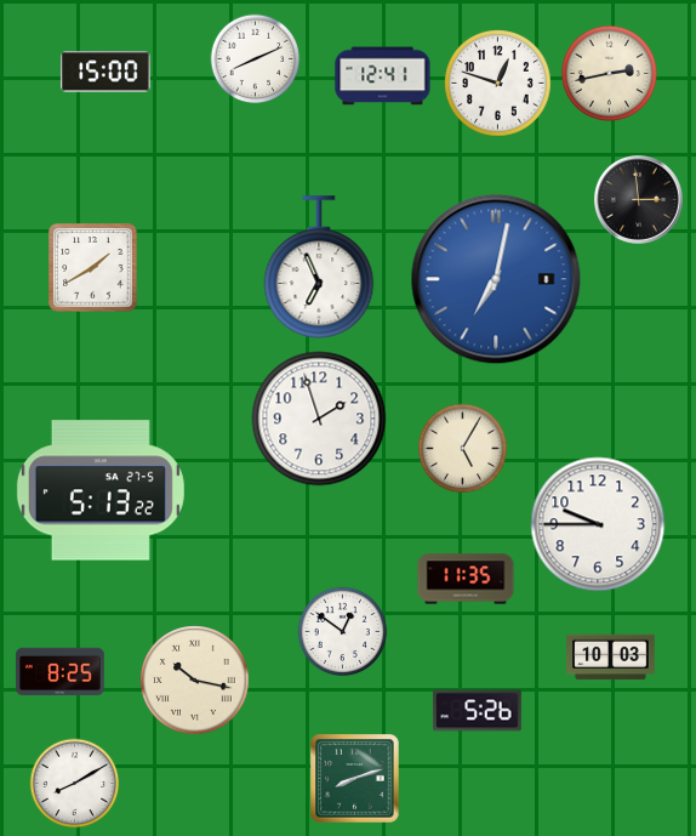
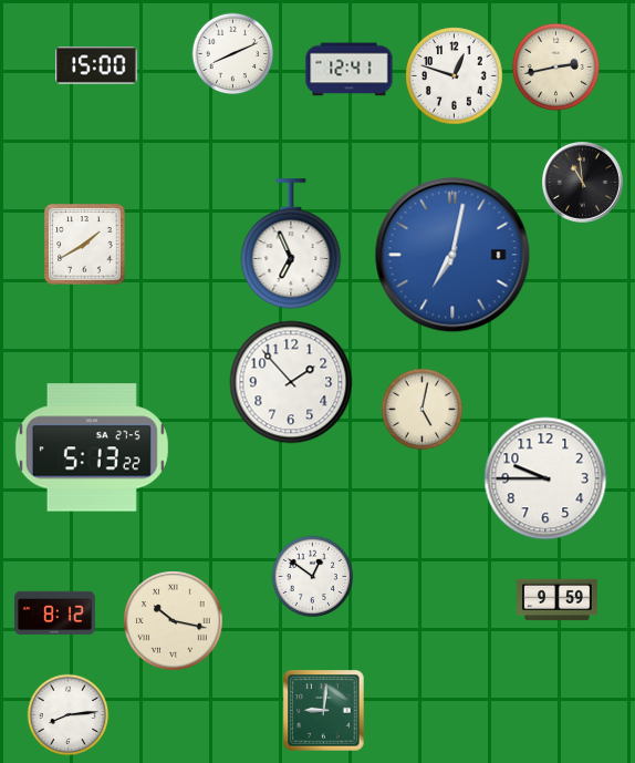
clock at (638, 199): 2:59 -> 10:59
clock at (319, 419): 1:57 -> 1:53
clock at (463, 449): 5:05 -> 5:02
clock at (466, 579): 11:35 -> none
clock at (611, 658): 10:03 -> 9:59
clock at (61, 672): 8:25 -> 8:12
clock at (195, 681) position: (195, 681) -> (174, 621)
clock at (478, 711): 5:26 -> none
clock at (355, 779): 8:12 -> 9:01
clock at (75, 784): 8:10 -> 8:14
